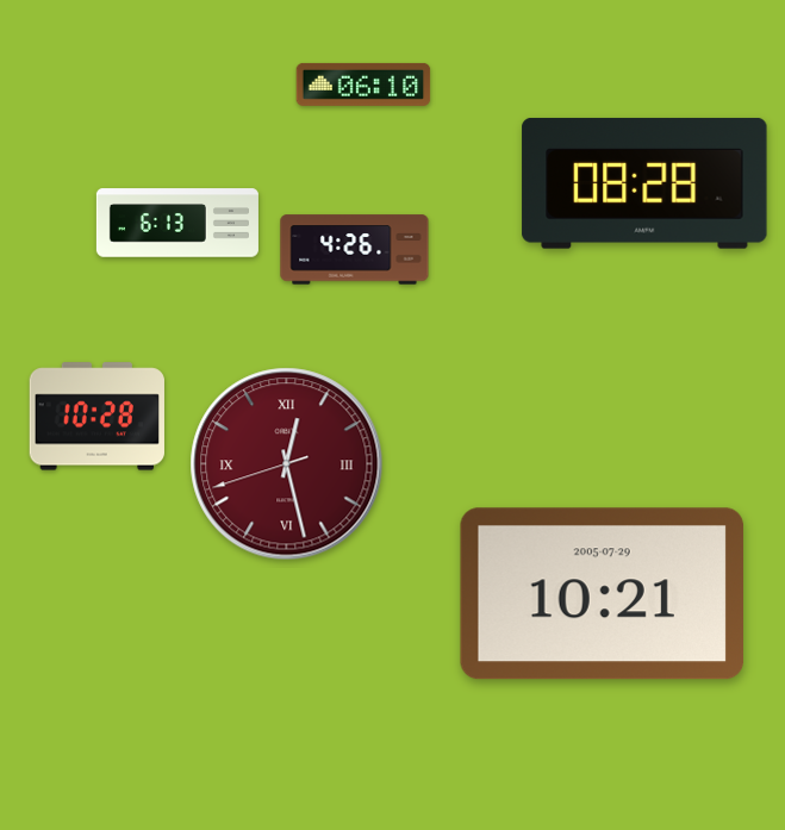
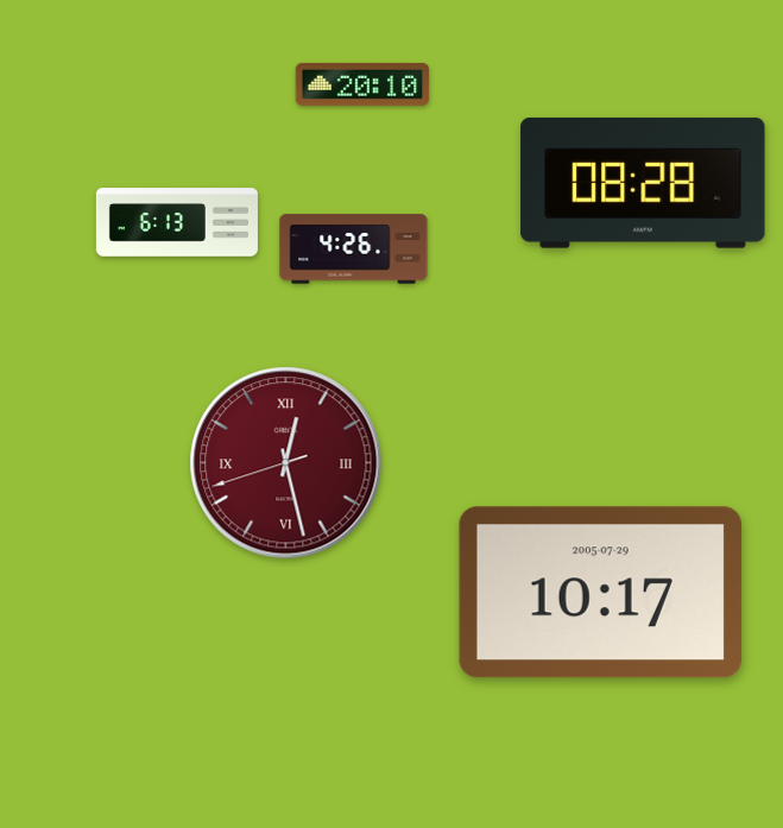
clock at (363, 85): 06:10 -> 20:10
clock at (96, 417): 10:28 -> none
clock at (602, 594): 10:21 -> 10:17
